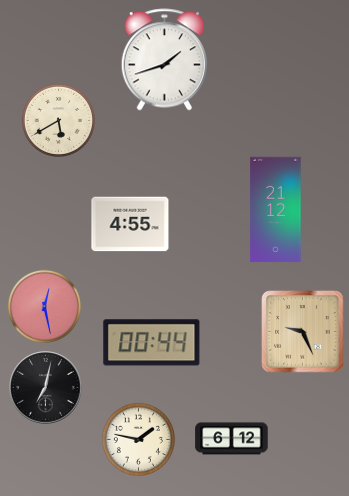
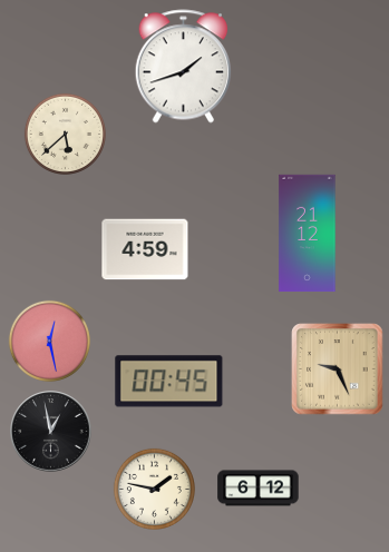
clock at (58, 120): 5:40 -> 5:38
clock at (130, 224): 4:55 -> 4:59
clock at (152, 343): 00:44 -> 00:45
clock at (46, 388): 7:02 -> 12:58
